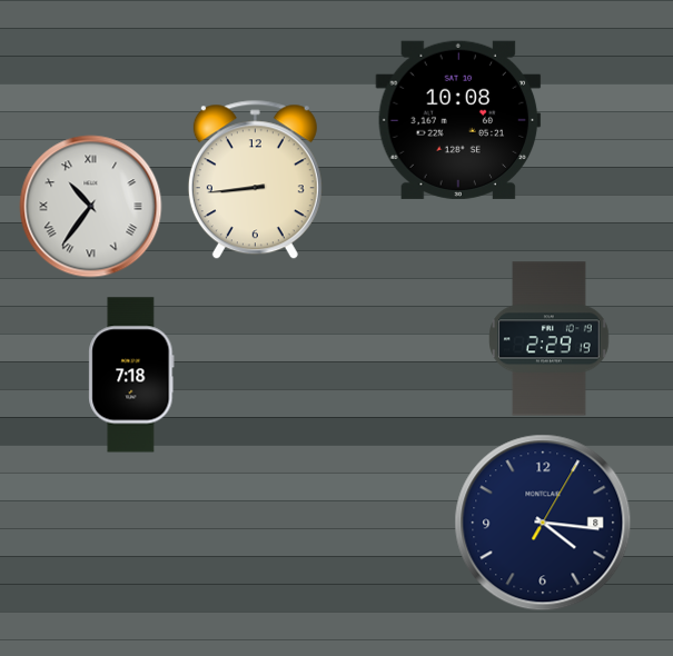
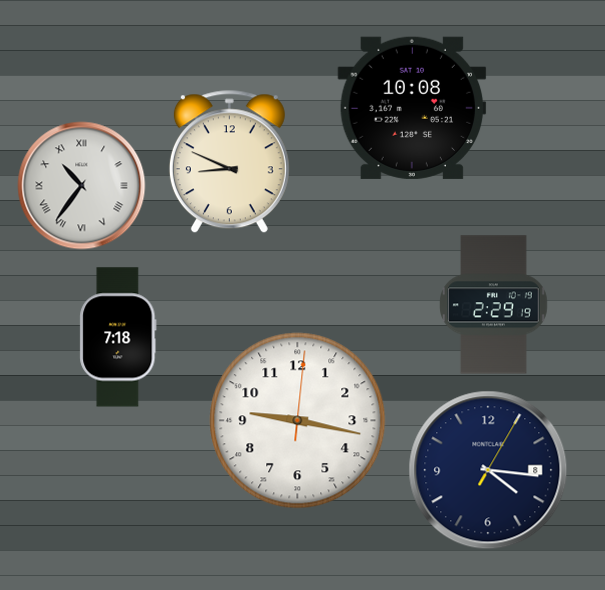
clock at (255, 180): 8:44 -> 8:49
clock at (298, 421): none -> 9:17
